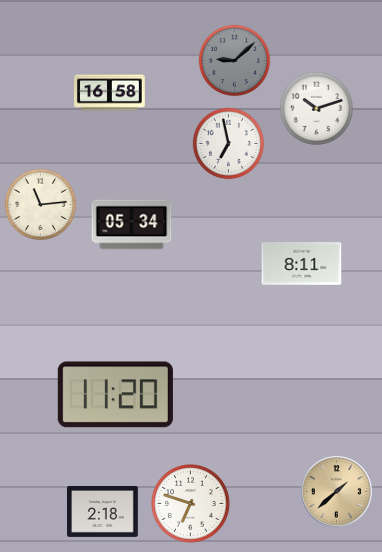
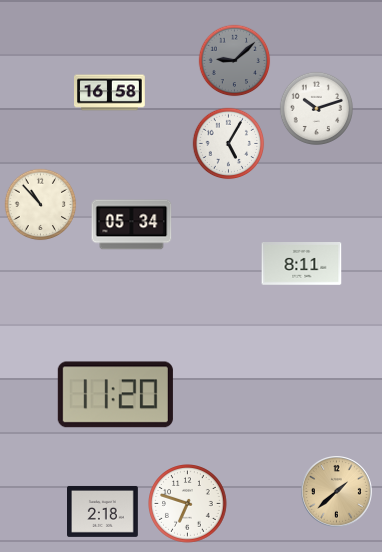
clock at (229, 144): 6:58 -> 5:05
clock at (41, 205): 11:14 -> 10:53
clock at (191, 504) position: (191, 504) -> (188, 504)
